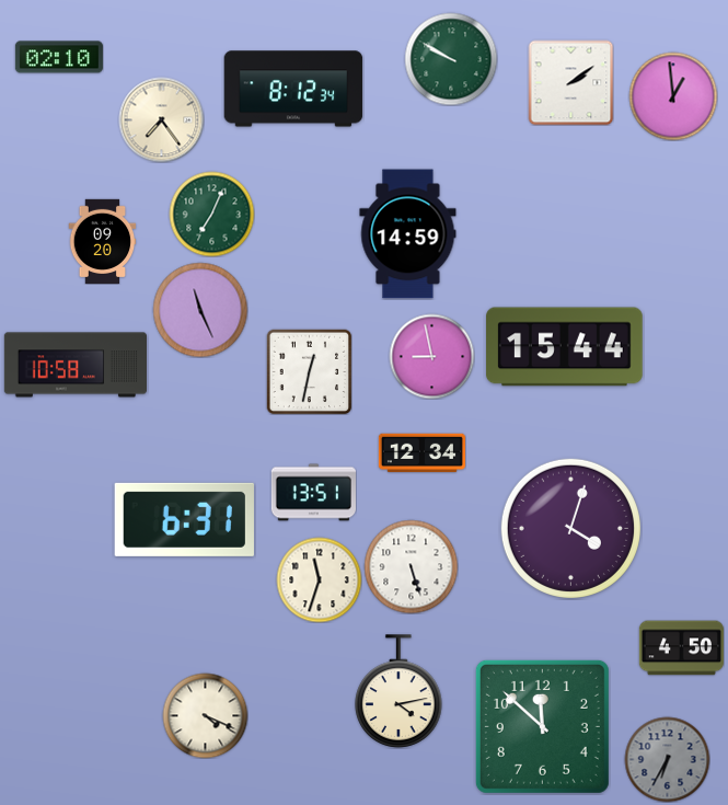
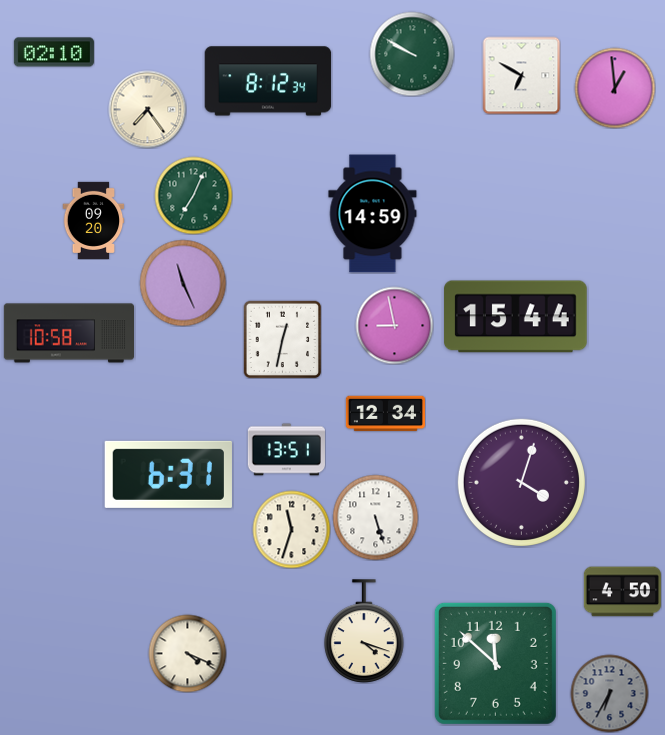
clock at (570, 82): 2:09 -> 6:50
clock at (398, 691): 4:13 -> 4:18
